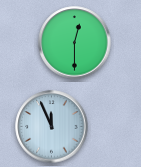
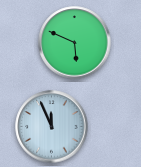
clock at (75, 43): 12:30 -> 5:49
